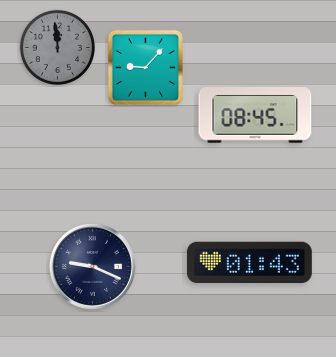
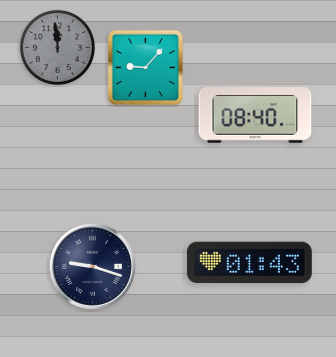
clock at (255, 115): 08:45 -> 08:40
clock at (92, 266): 9:19 -> 9:18
